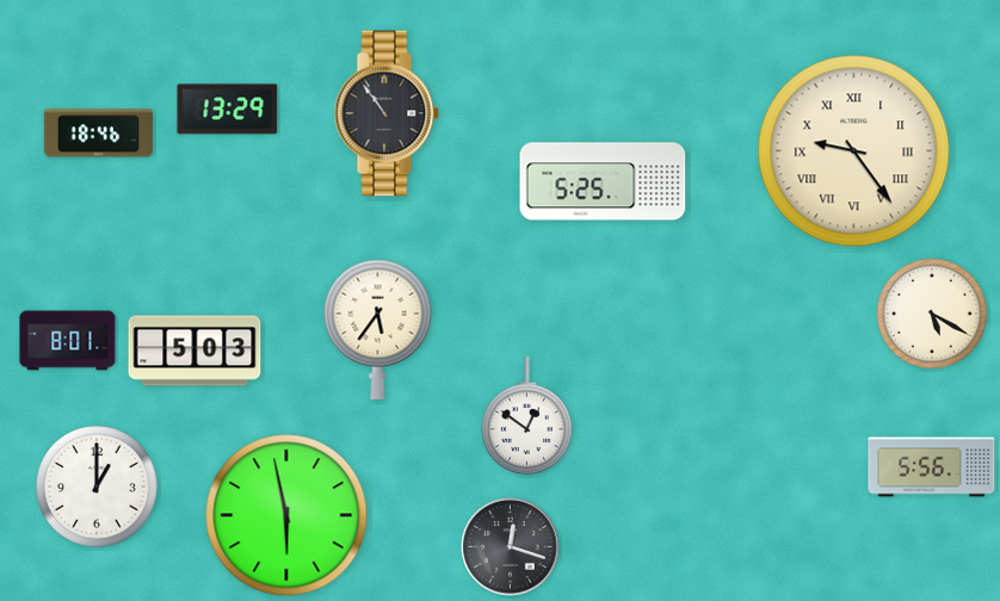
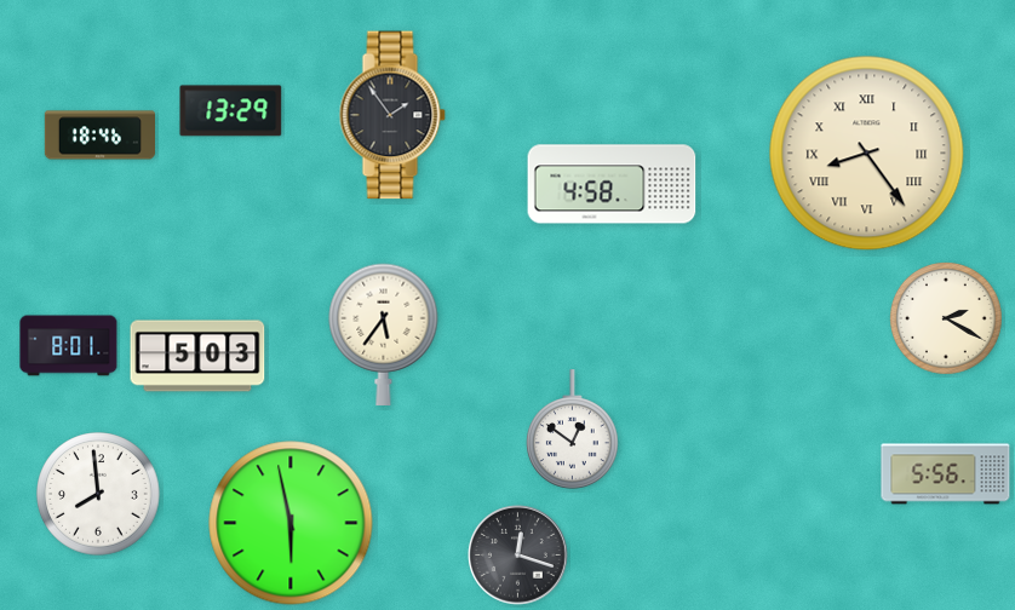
clock at (387, 113): 10:54 -> 1:54
clock at (854, 151): 9:24 -> 8:24
clock at (603, 181): 5:25 -> 4:58
clock at (933, 315): 5:20 -> 2:20
clock at (527, 416) position: (527, 416) -> (573, 430)
clock at (97, 487): 1:00 -> 7:59
